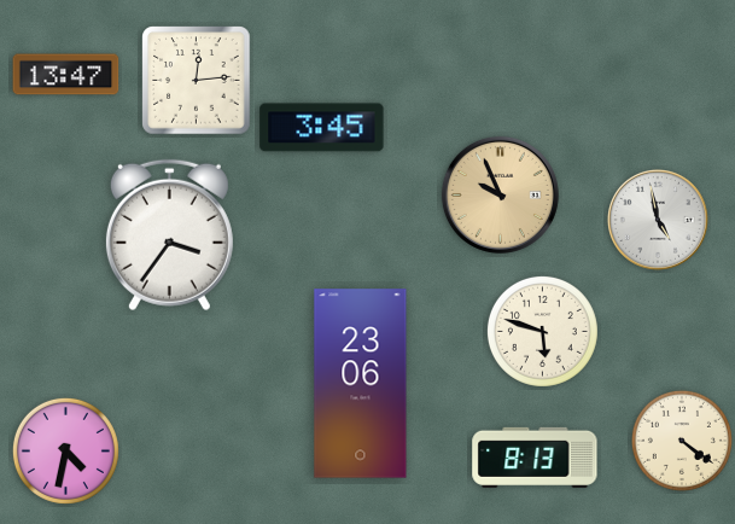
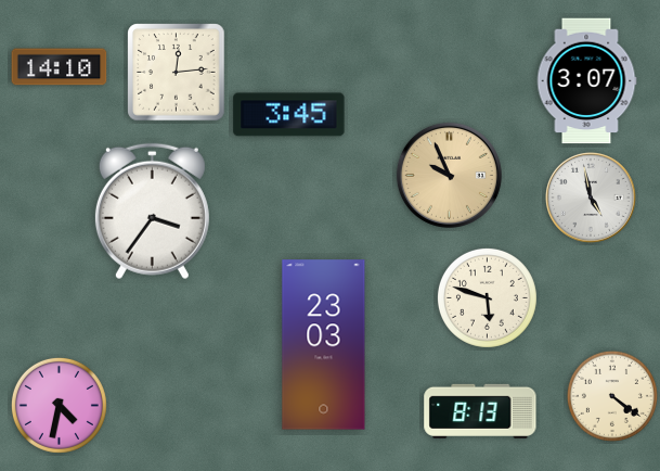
clock at (66, 75): 13:47 -> 14:10
clock at (586, 81): none -> 3:07
clock at (361, 384): 23:06 -> 23:03
